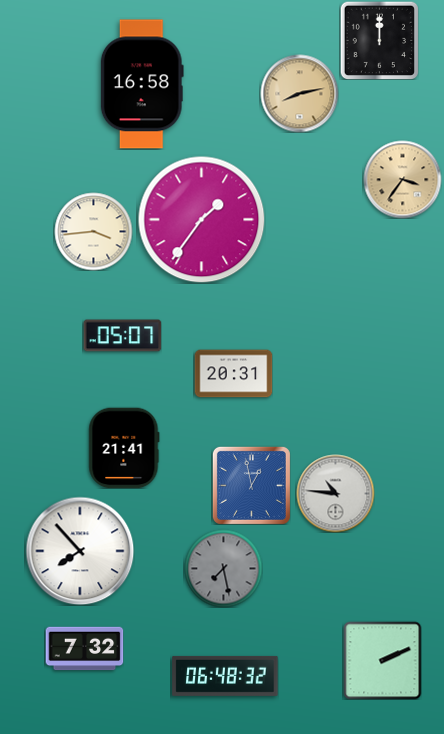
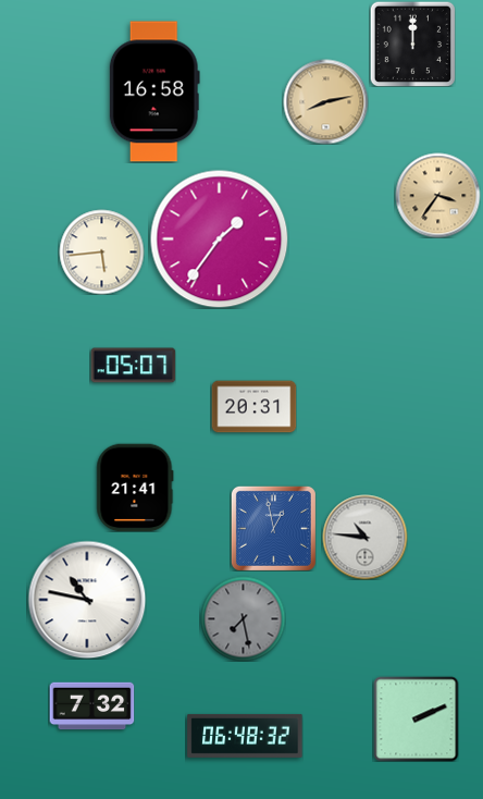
clock at (93, 231): 3:44 -> 5:44
clock at (80, 551): 7:53 -> 10:47
